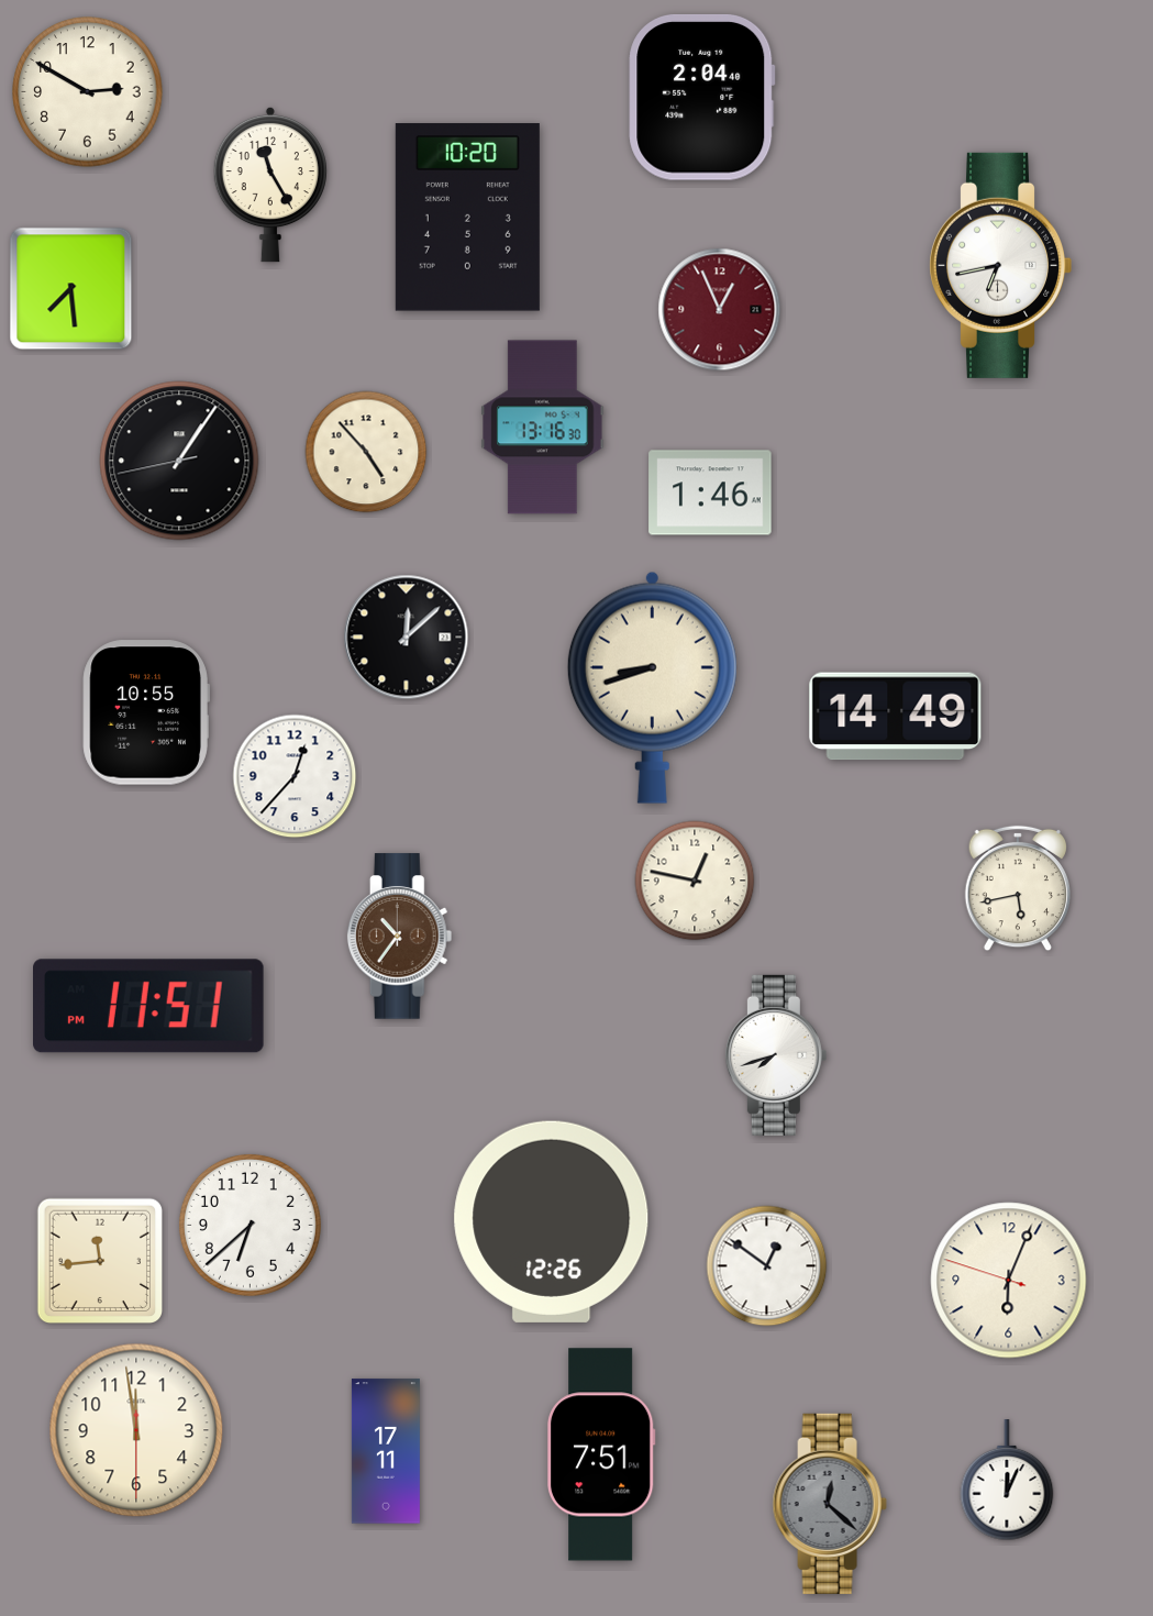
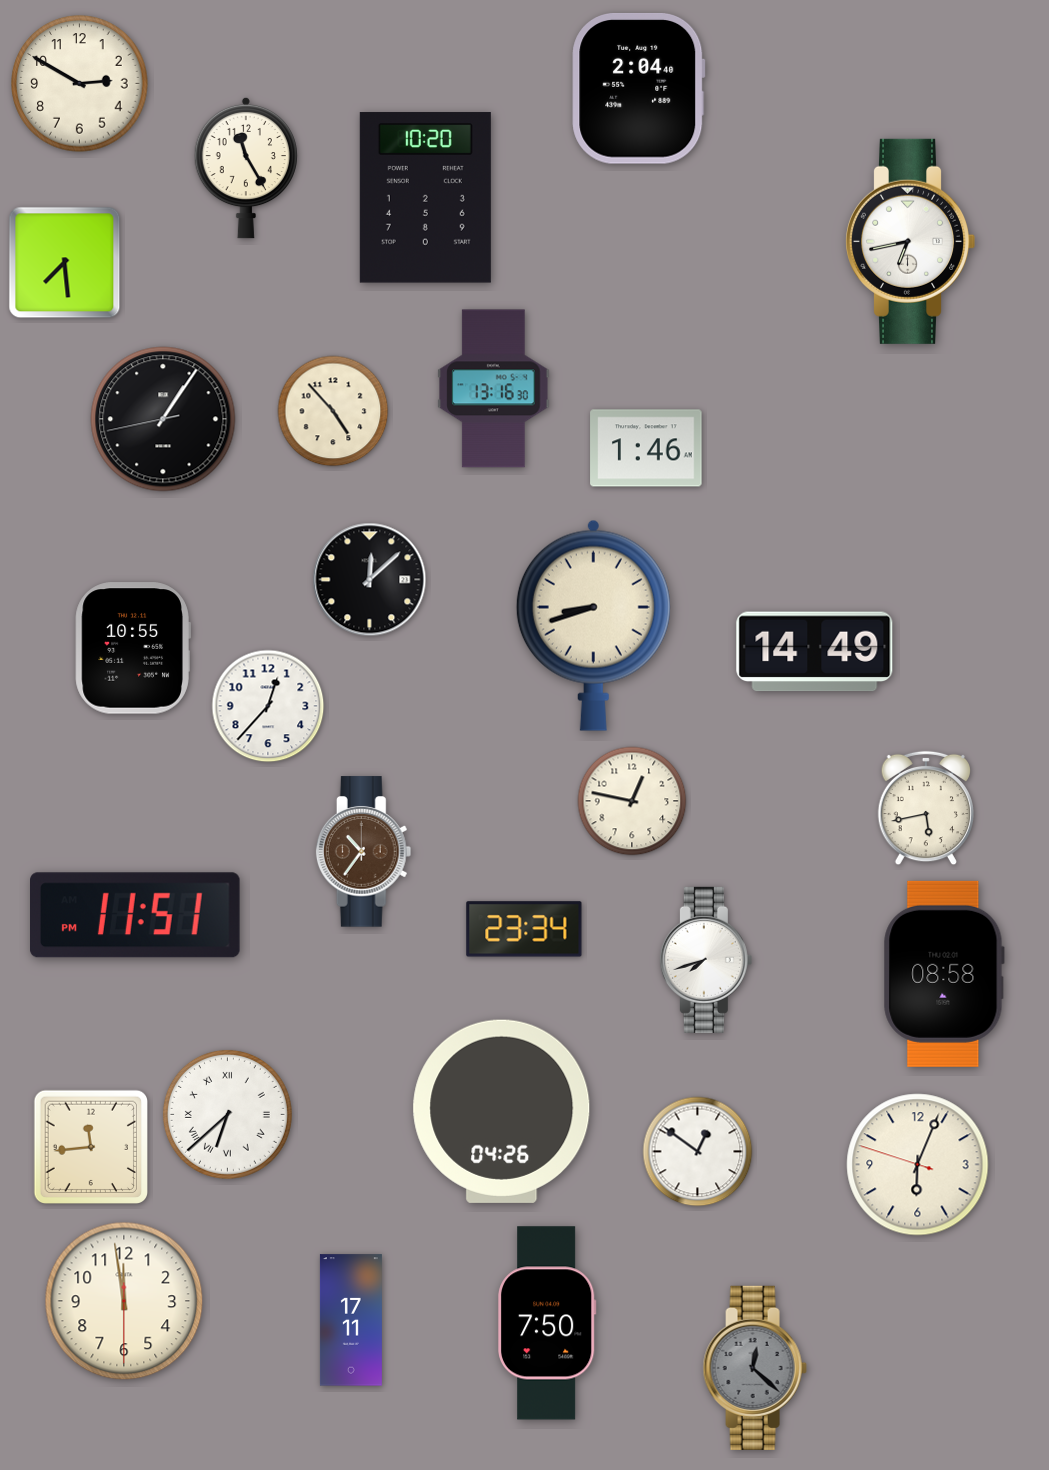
clock at (720, 310): 12:56 -> none
clock at (524, 929): none -> 23:34
clock at (944, 974): none -> 08:58
clock at (552, 1221): 12:26 -> 04:26
clock at (250, 1225) numerals: Arabic -> Roman
clock at (602, 1454): 7:51 -> 7:50
clock at (1007, 1481): 12:04 -> none
